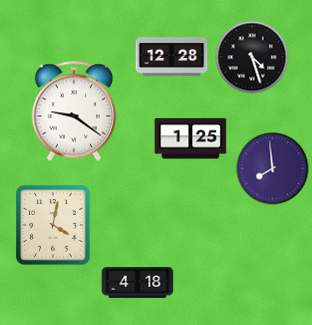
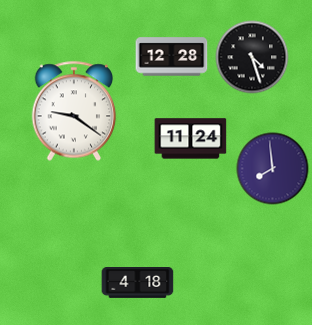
clock at (191, 139): 1:25 -> 11:24
clock at (53, 225): 4:02 -> none
